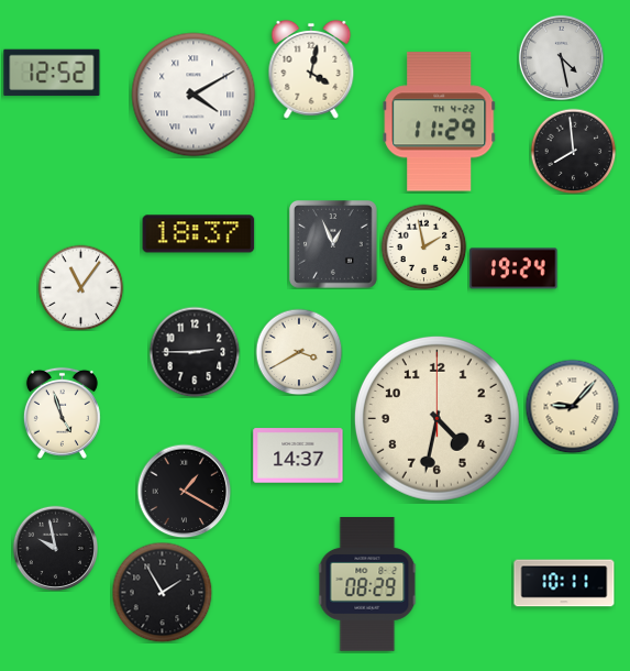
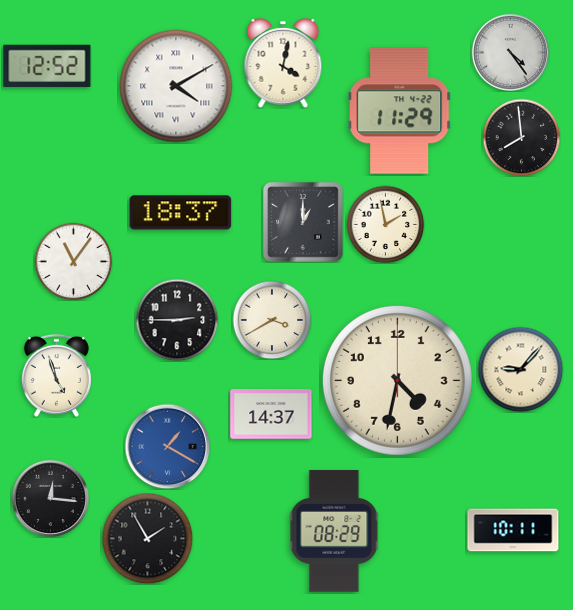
clock at (561, 57): 4:28 -> 4:24
clock at (334, 245): 12:56 -> 1:00
clock at (513, 268): 19:24 -> none
clock at (184, 491) dial: black -> blue
clock at (55, 548): 9:58 -> 12:16
